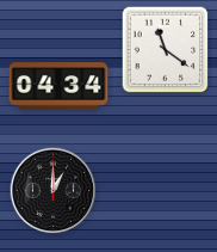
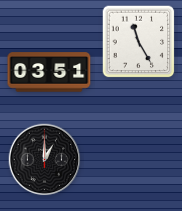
clock at (166, 50): 11:21 -> 11:25
clock at (58, 86): 04:34 -> 03:51
